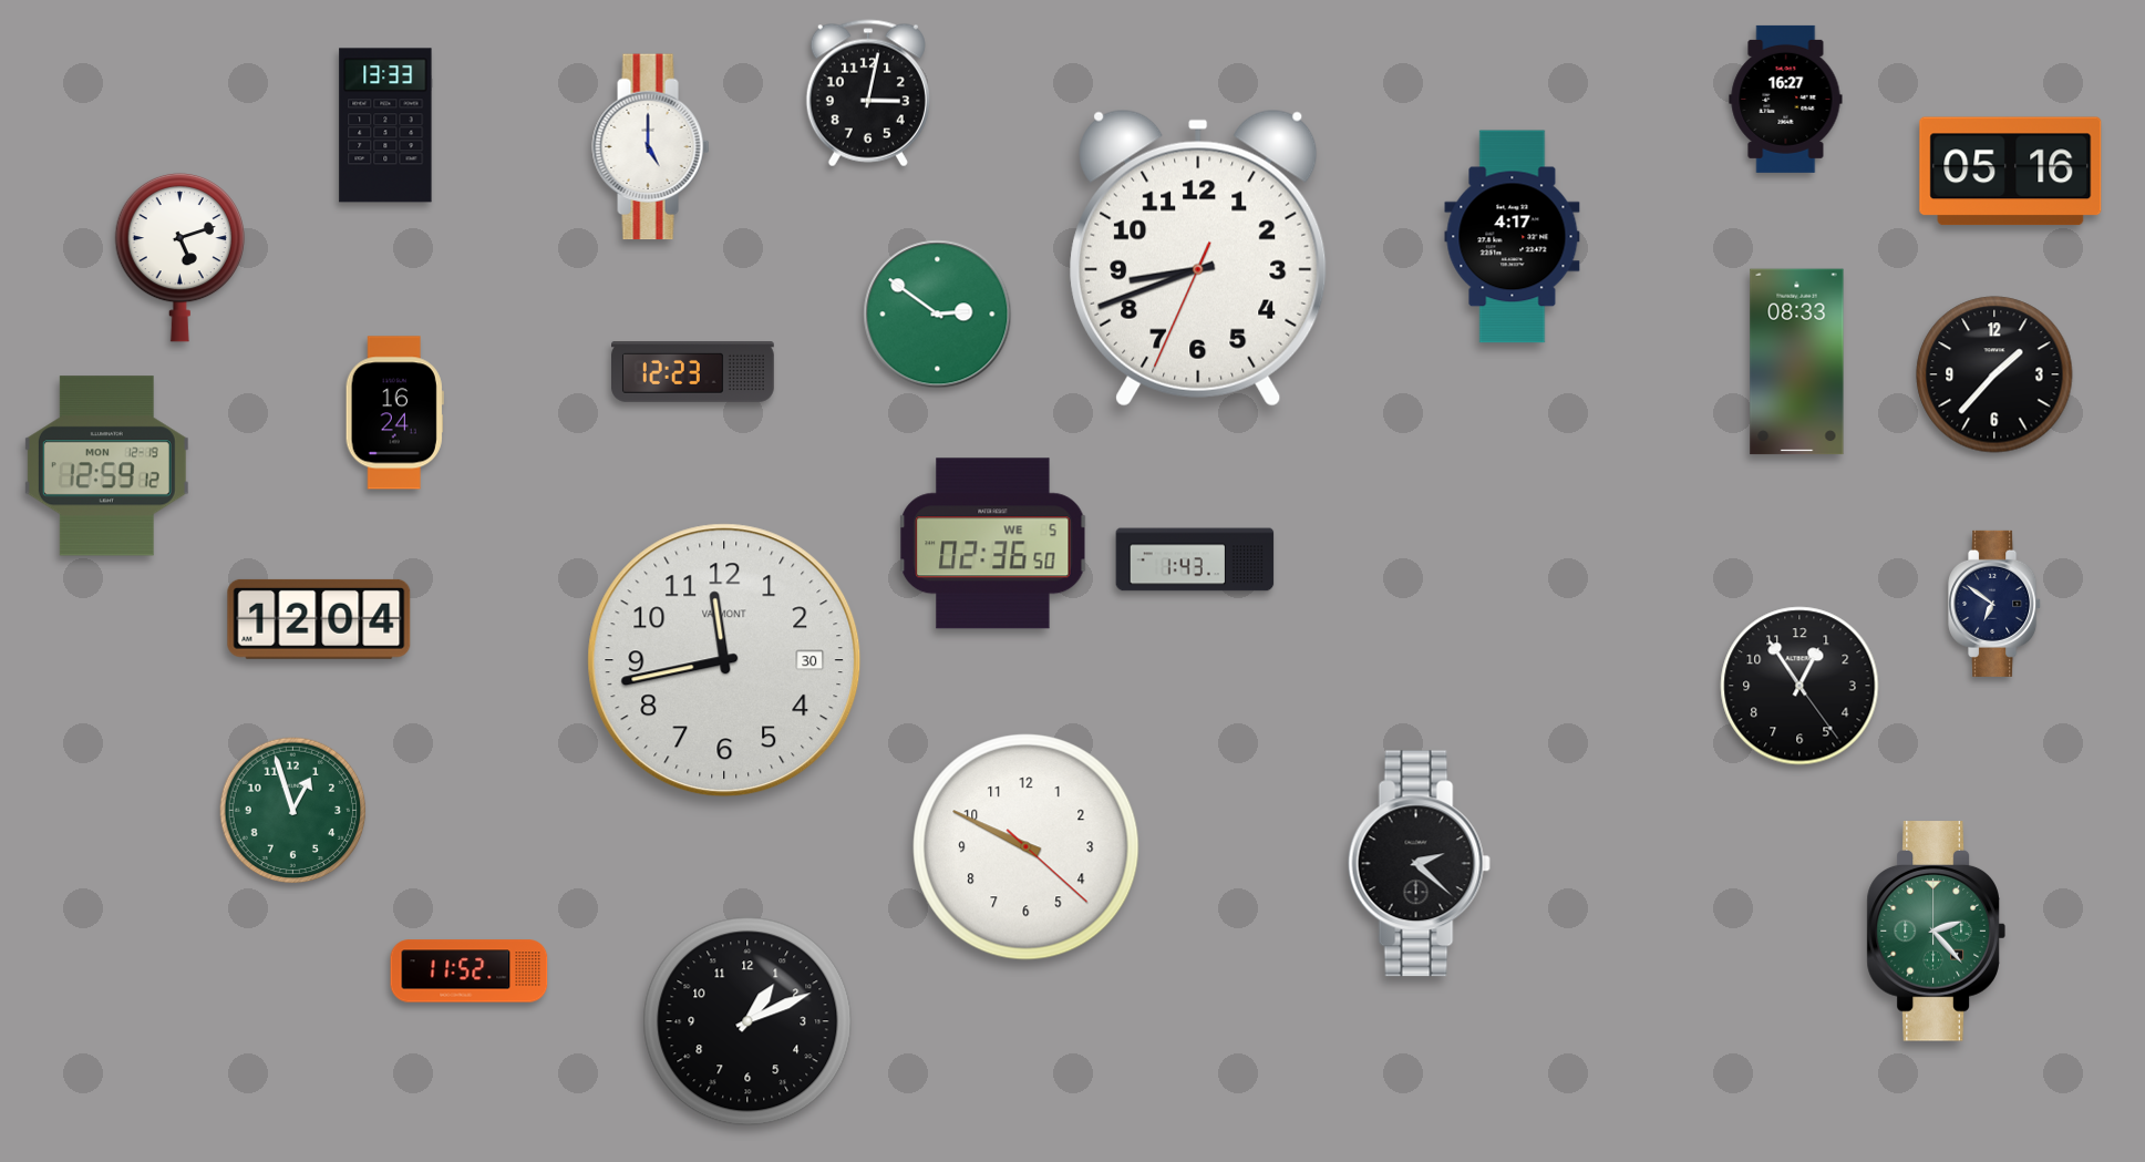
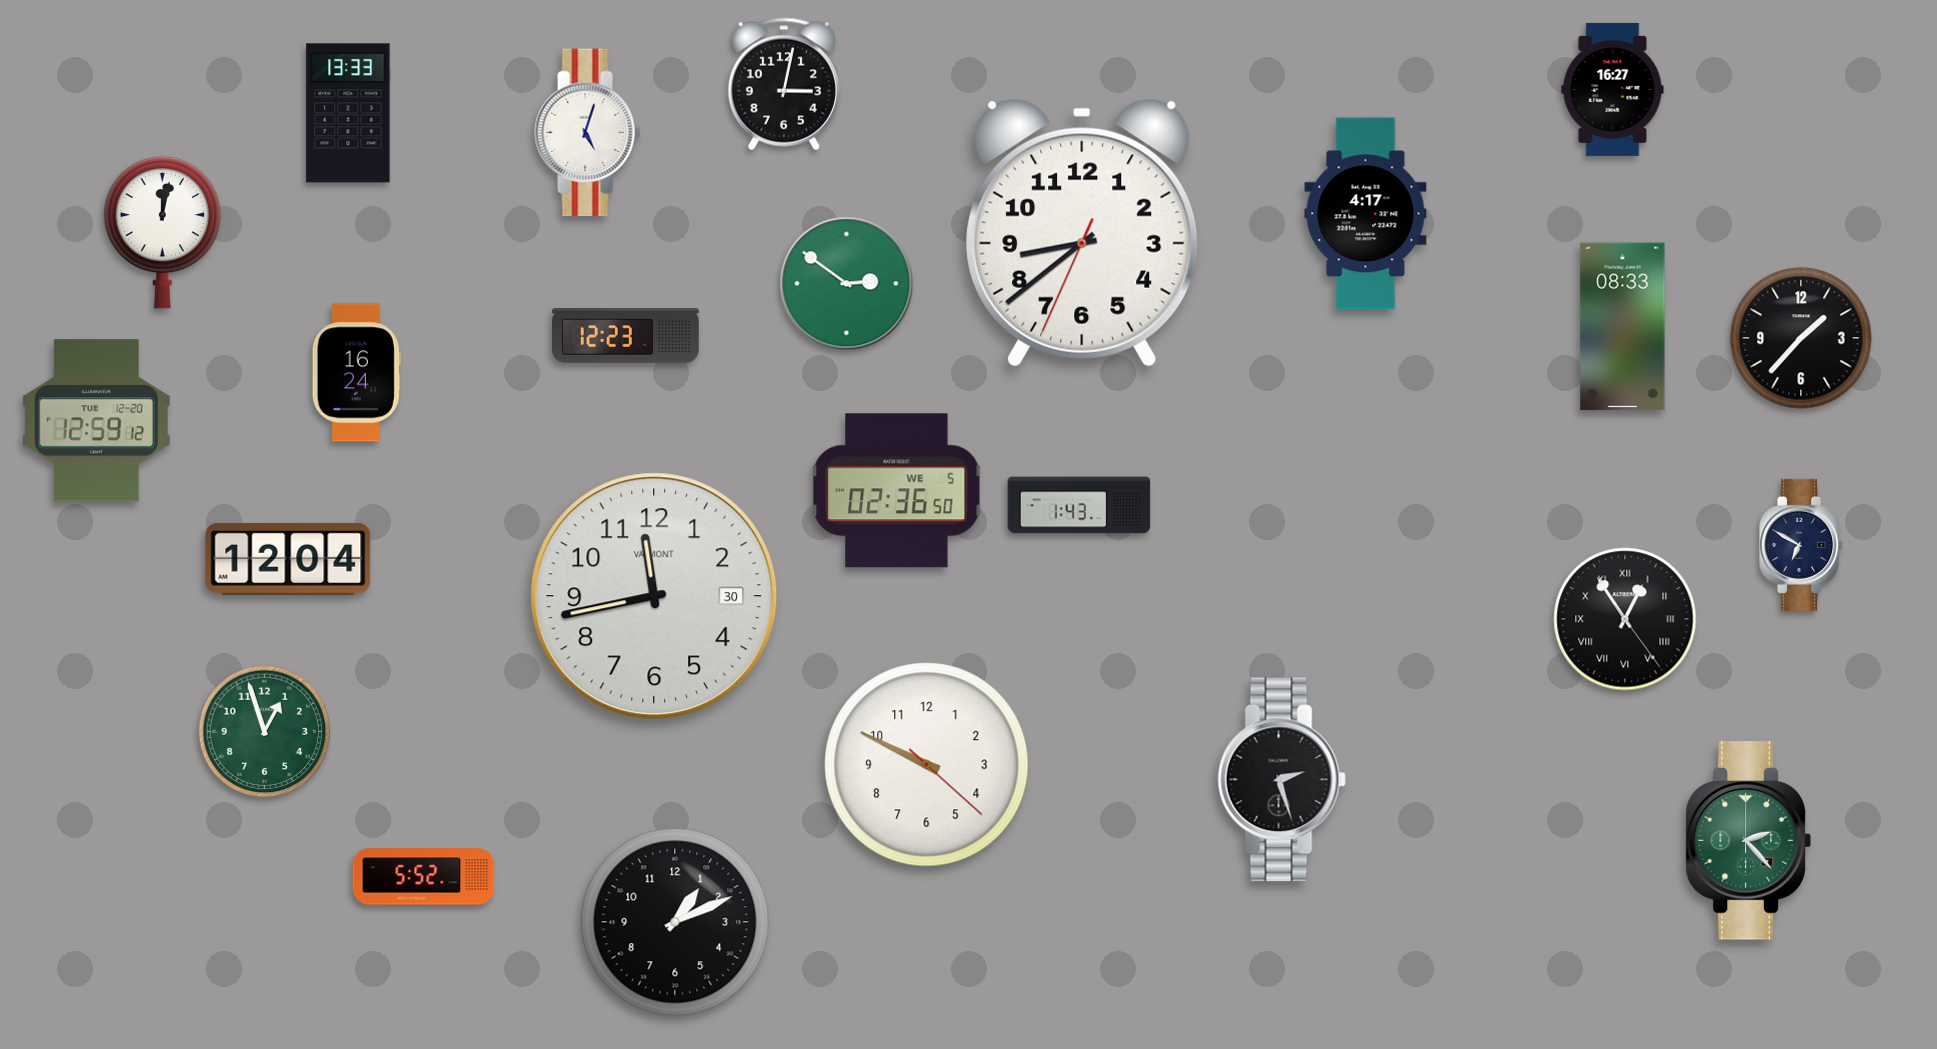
clock at (651, 147): 5:00 -> 5:03
clock at (2011, 172): 05:16 -> none
clock at (179, 257): 5:12 -> 12:02
clock at (1198, 258): 8:41 -> 8:38
clock at (106, 466) date: MON 12-19 -> TUE 12-20
clock at (1996, 604): 6:51 -> 6:50
clock at (1799, 686) numerals: Arabic -> Roman
clock at (1419, 864): 2:22 -> 2:27
clock at (470, 971): 11:52 -> 5:52
